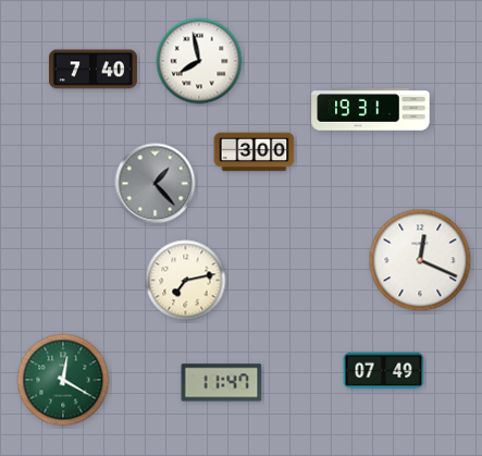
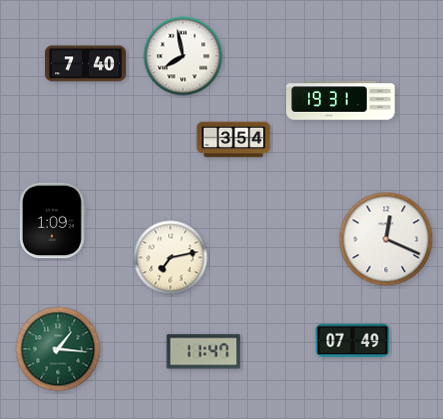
clock at (255, 152): 3:00 -> 3:54
clock at (156, 184): 1:23 -> none
clock at (52, 221): none -> 1:09
clock at (63, 380): 12:20 -> 1:16
